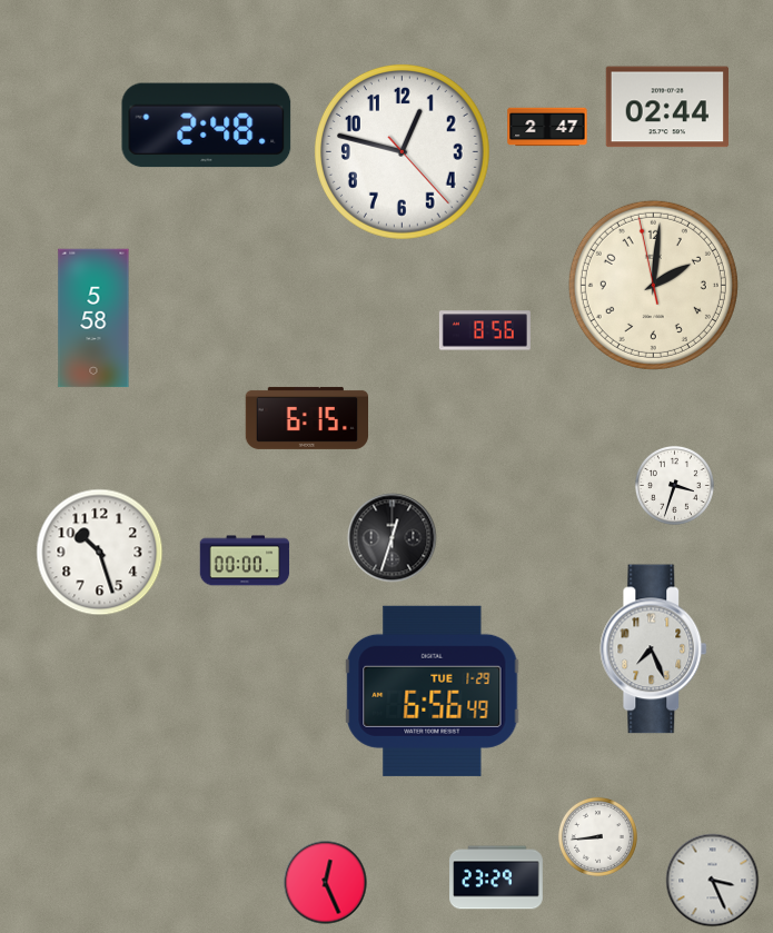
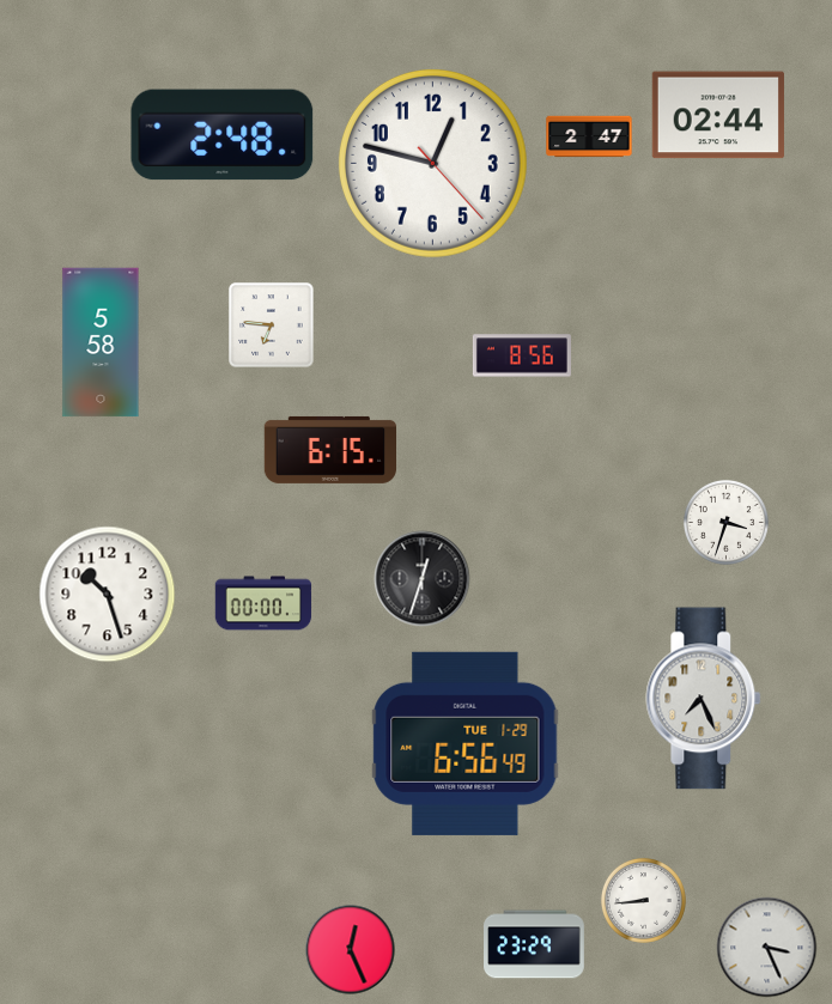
clock at (653, 285): 2:00 -> none
clock at (272, 325): none -> 6:46
